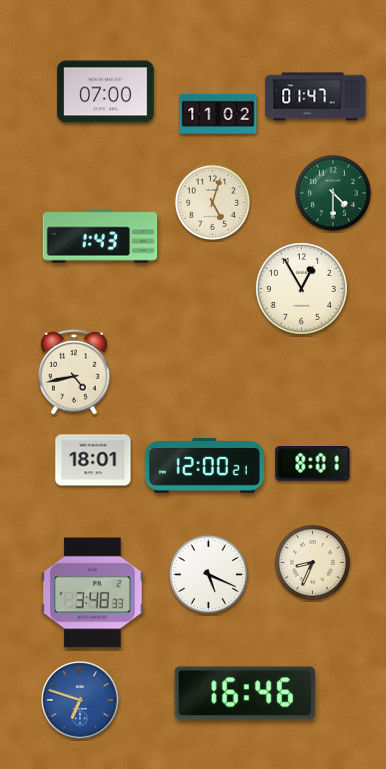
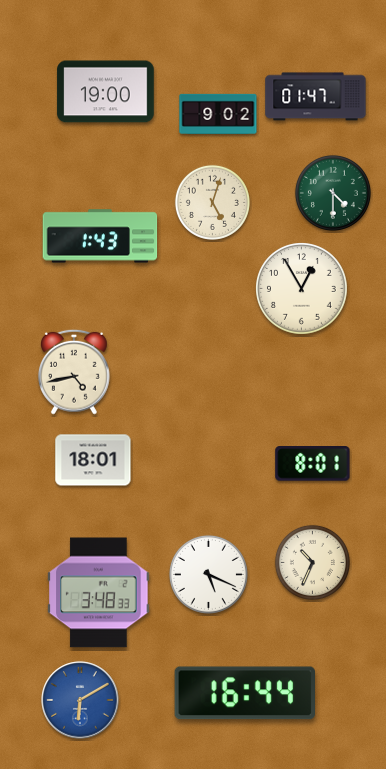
clock at (106, 92): 07:00 -> 19:00
clock at (218, 114): 11:02 -> 9:02
clock at (204, 466): 12:00 -> none
clock at (312, 562): 8:34 -> 10:34
clock at (93, 593) position: (93, 593) -> (99, 593)
clock at (244, 693): 16:46 -> 16:44
clock at (80, 700): 6:48 -> 6:10
